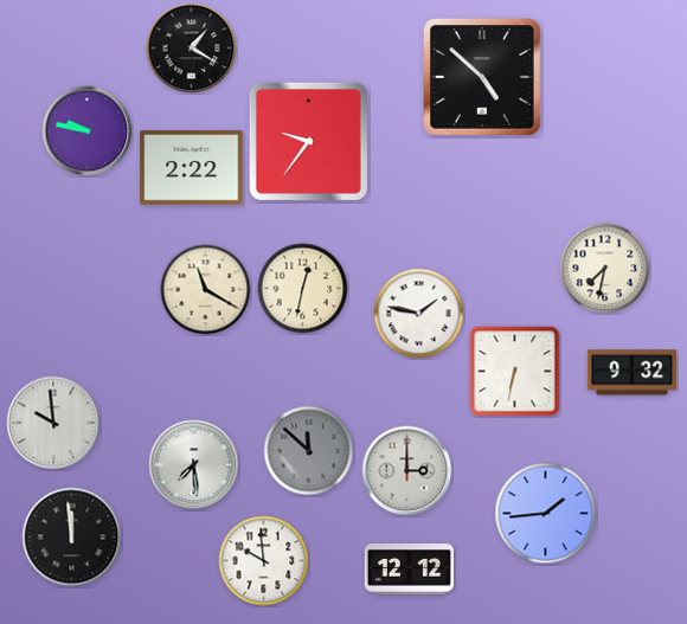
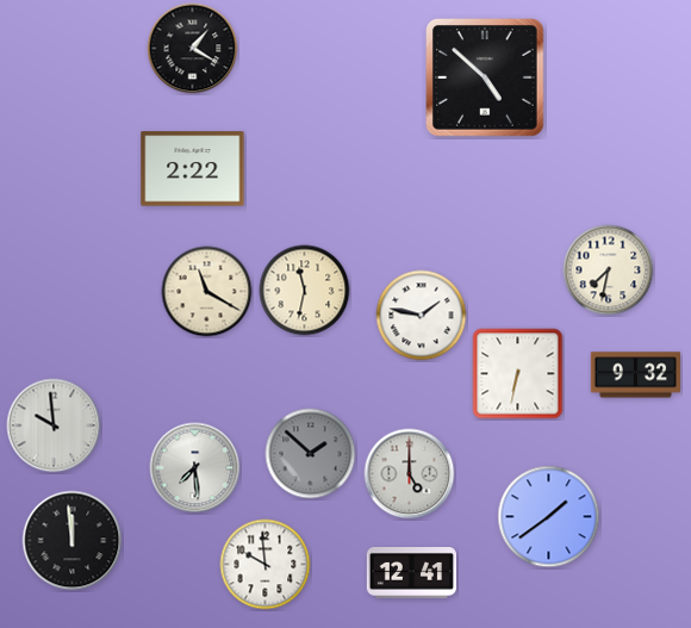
clock at (88, 131): 9:47 -> none
clock at (308, 141): 9:36 -> none
clock at (303, 289): 12:32 -> 11:32
clock at (309, 451): 11:52 -> 1:52
clock at (407, 471): 3:00 -> 5:00
clock at (546, 514): 1:44 -> 1:39
clock at (409, 570): 12:12 -> 12:41
